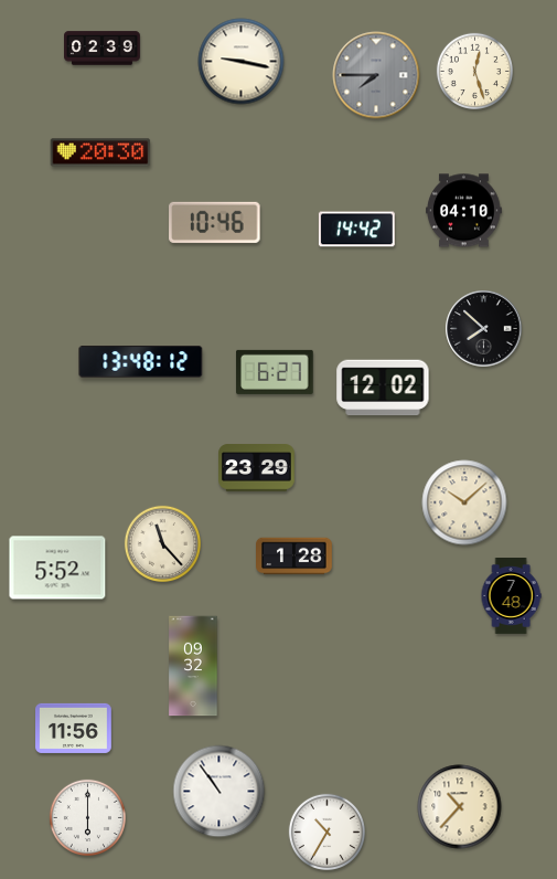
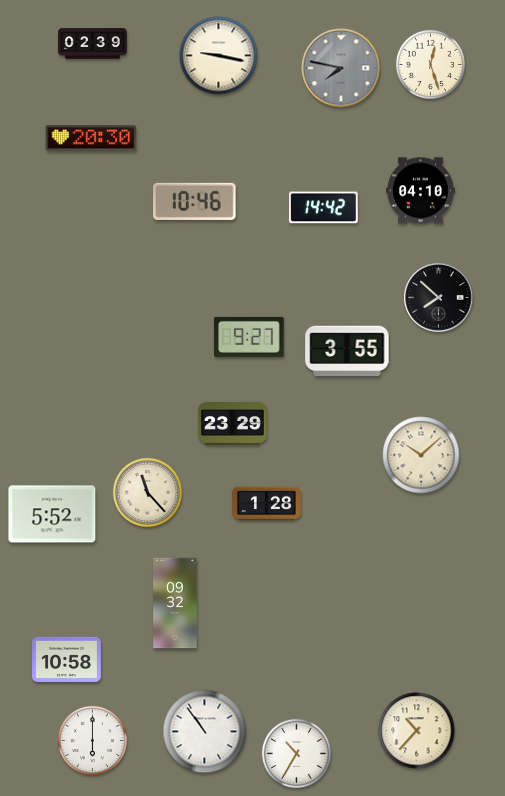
clock at (376, 75): 7:45 -> 7:47
clock at (141, 362): 13:48 -> none
clock at (275, 372): 6:27 -> 9:27
clock at (383, 388): 12:02 -> 3:55
clock at (511, 596): 7:48 -> none
clock at (74, 728): 11:56 -> 10:58
clock at (219, 792) position: (219, 792) -> (205, 732)
clock at (87, 817) position: (87, 817) -> (92, 740)
